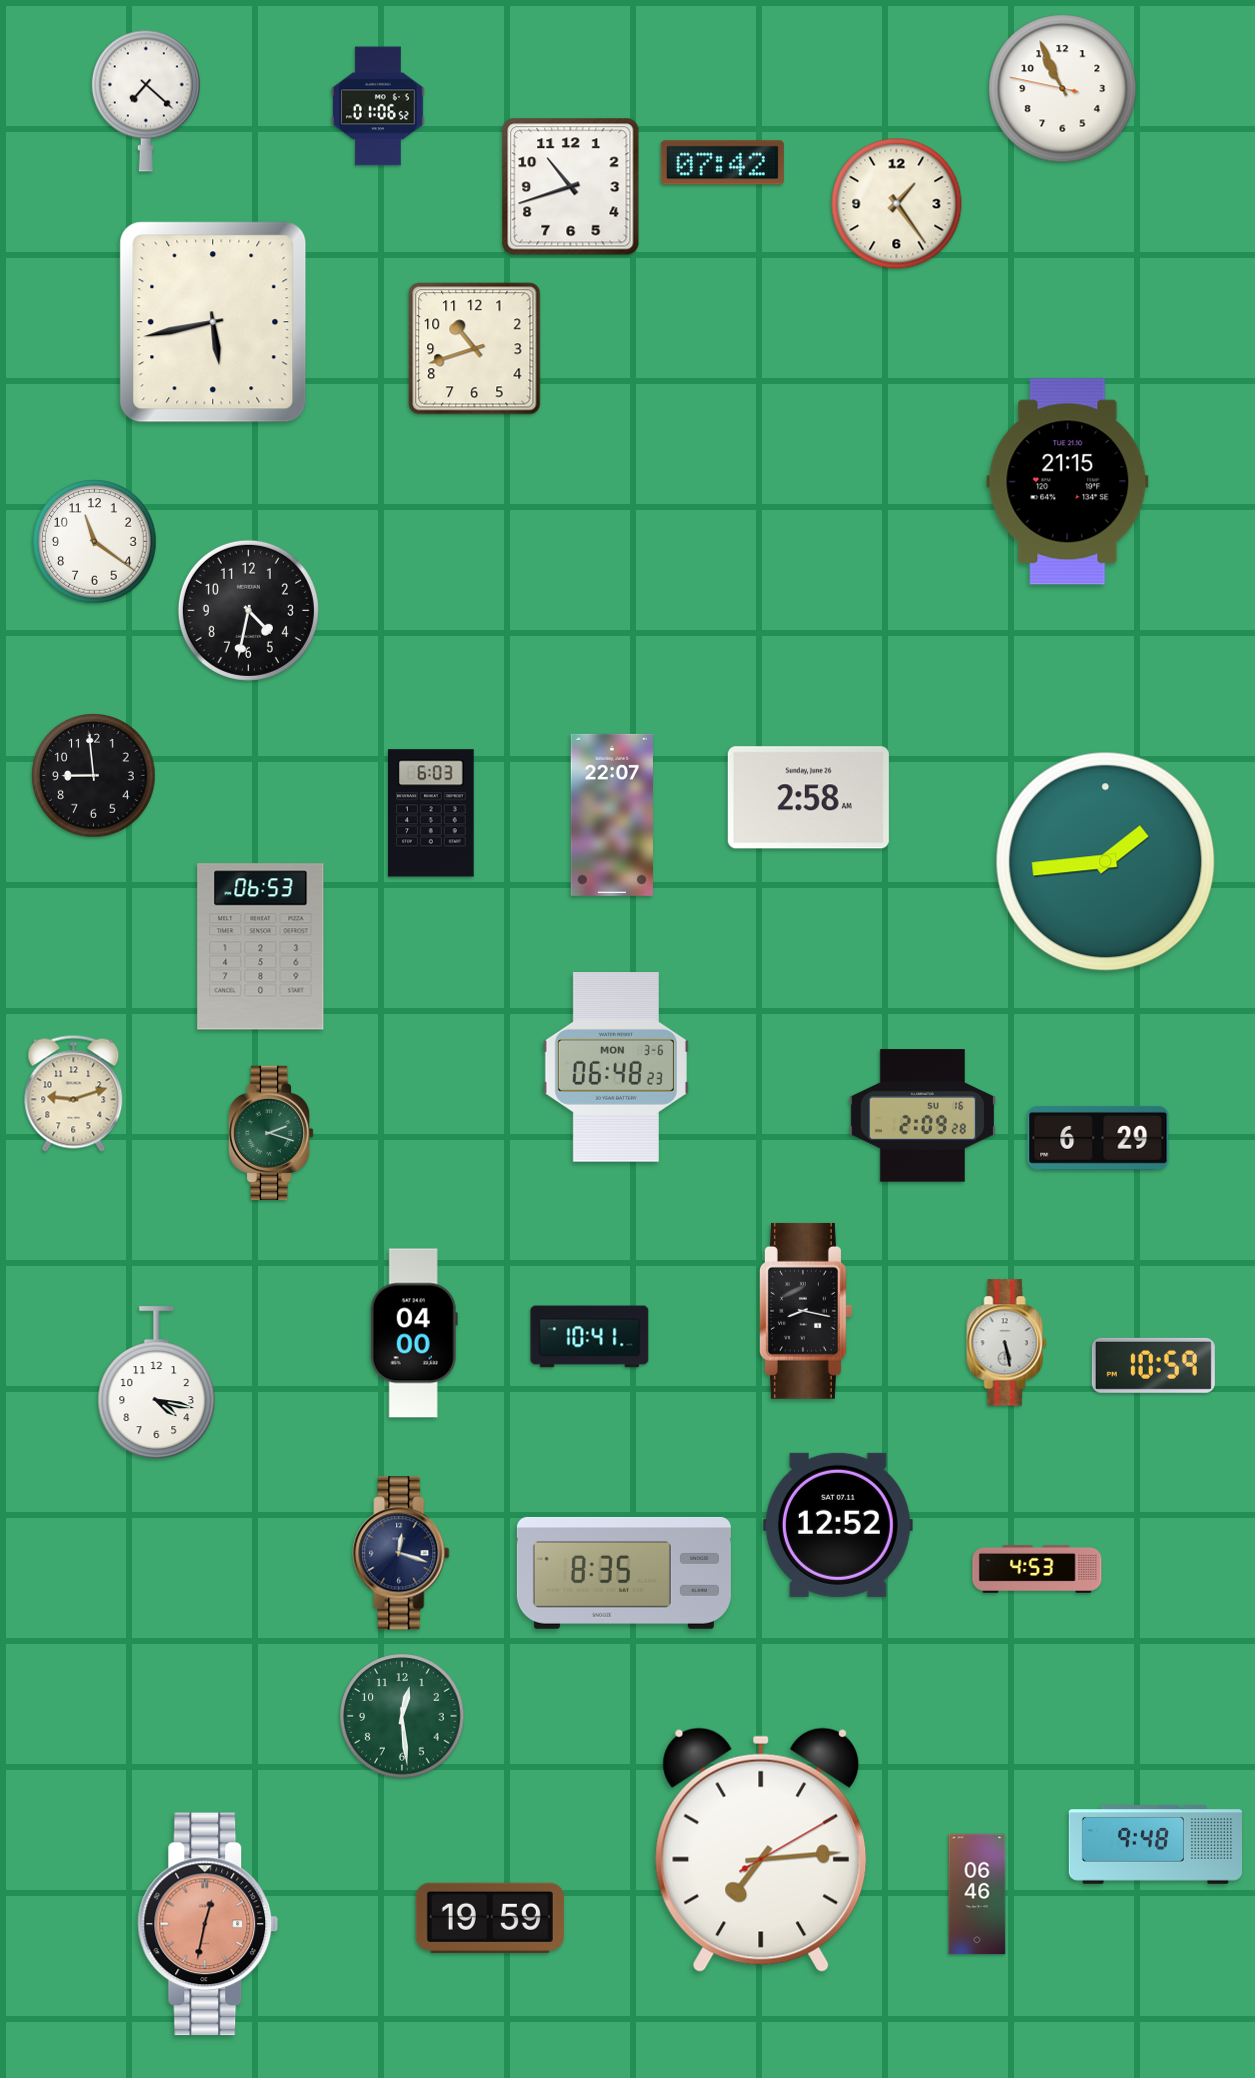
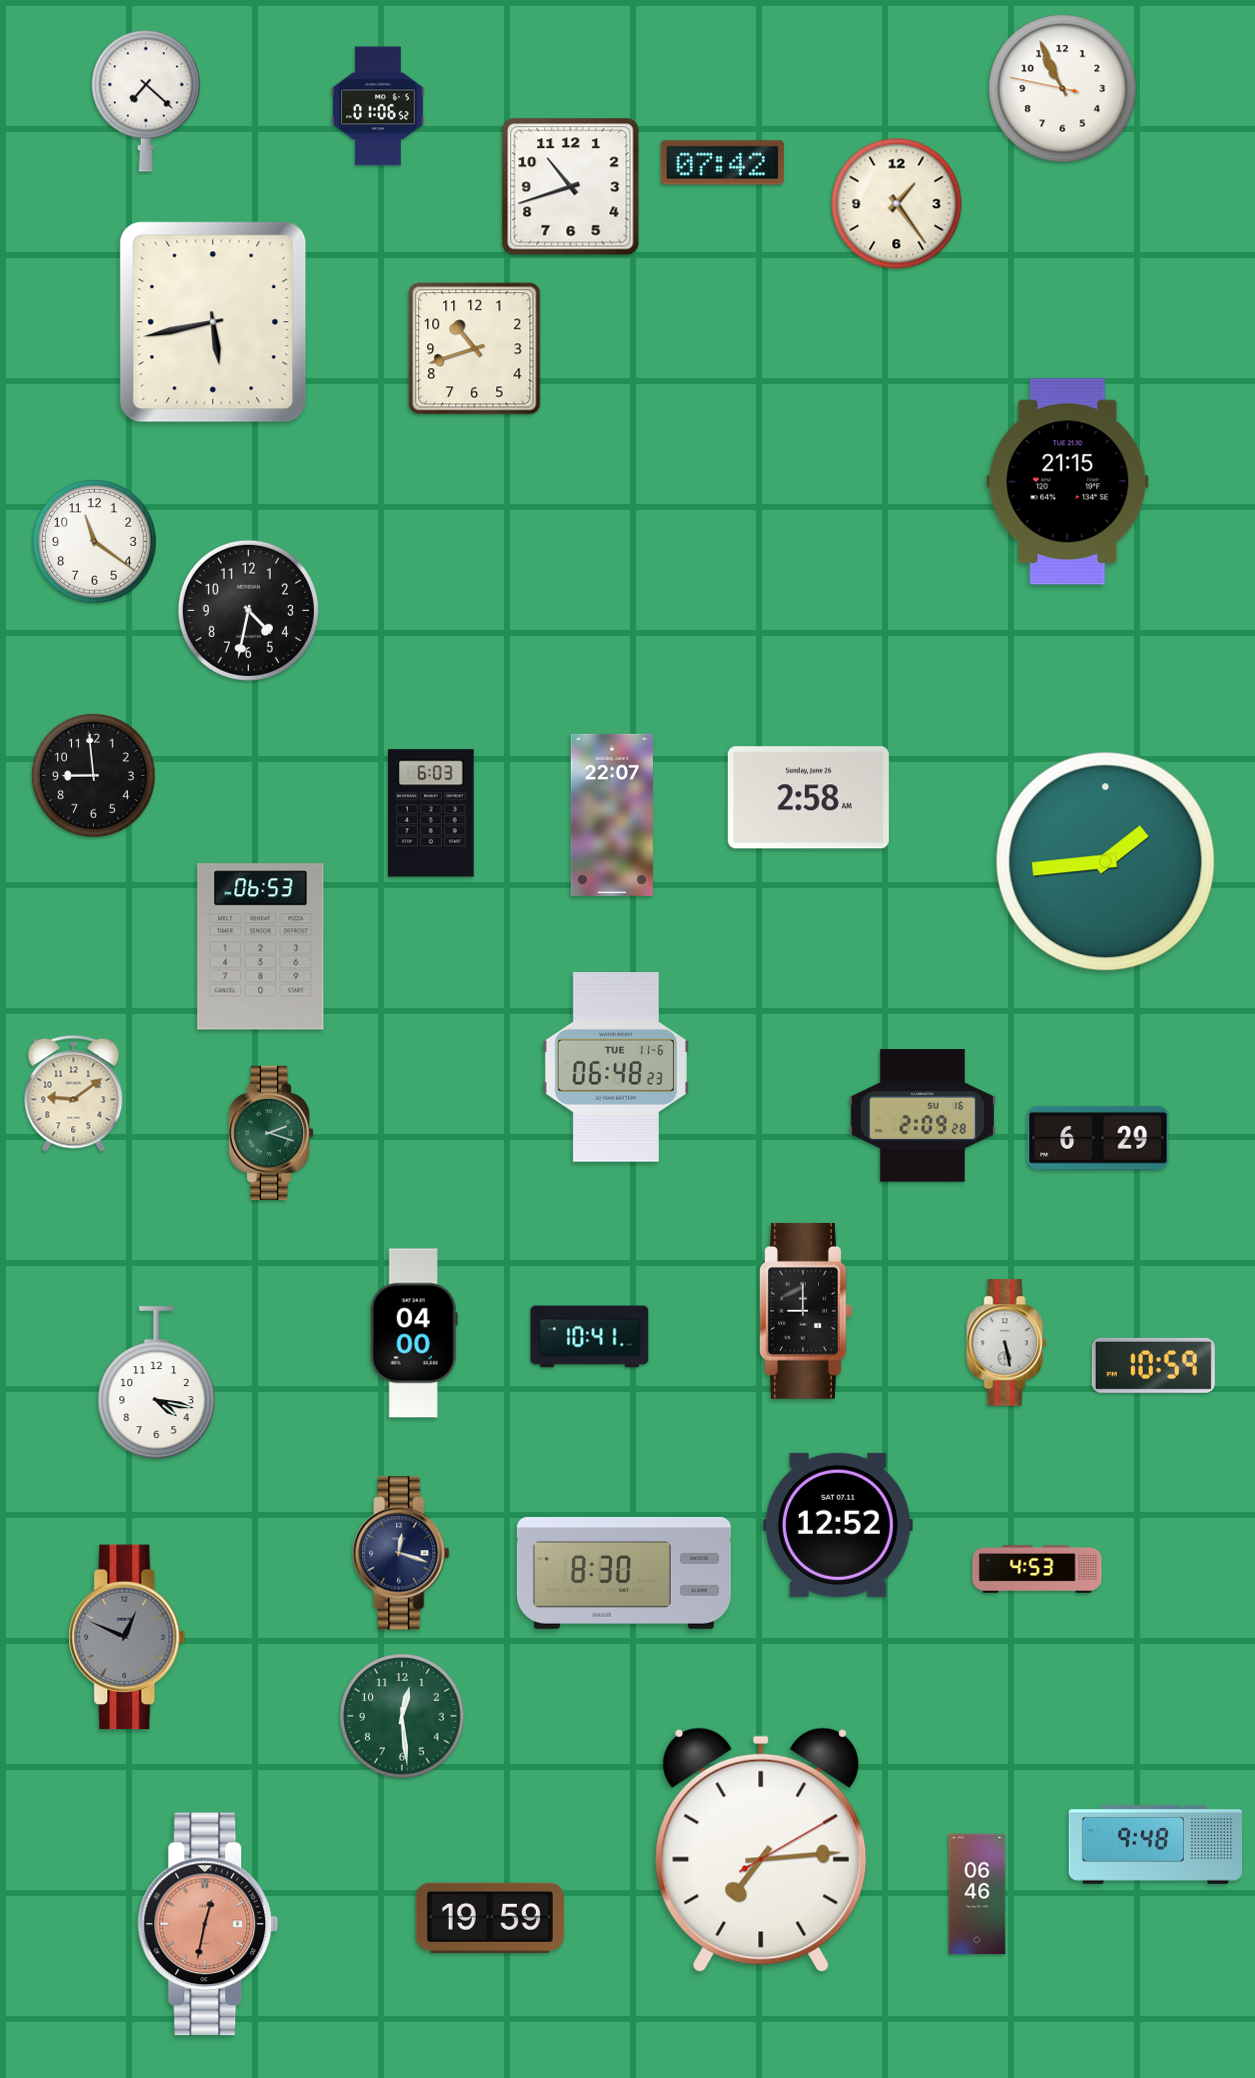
clock at (616, 1068) date: MON 3-6 -> TUE 11-6
clock at (74, 1093): 9:12 -> 9:09
clock at (806, 1311): 8:17 -> 9:00
clock at (624, 1573): 8:35 -> 8:30
clock at (127, 1637): none -> 12:49
